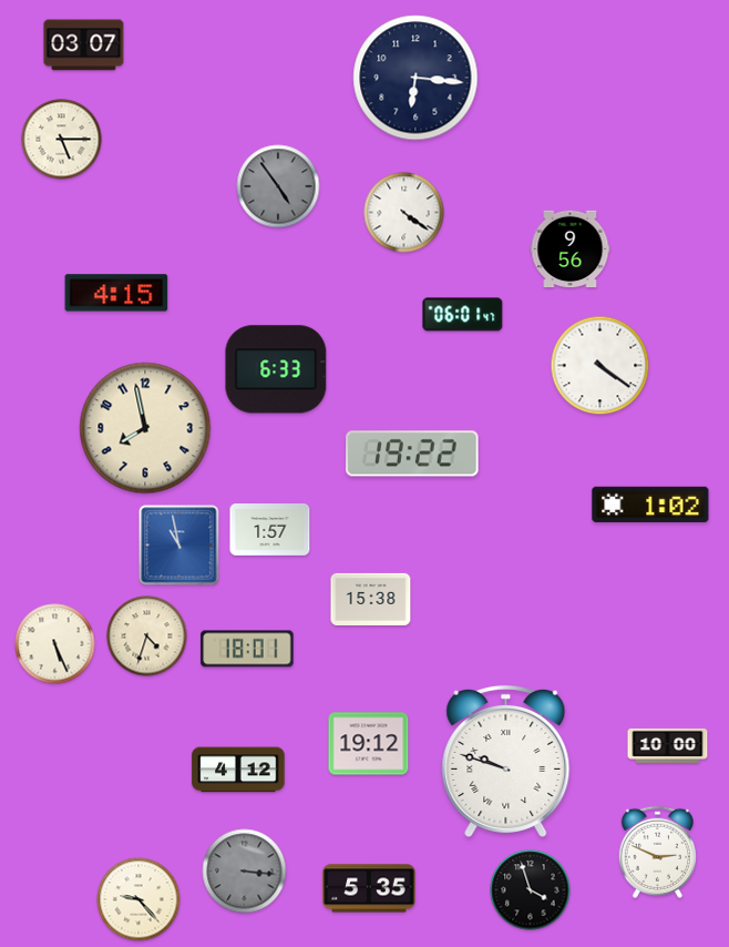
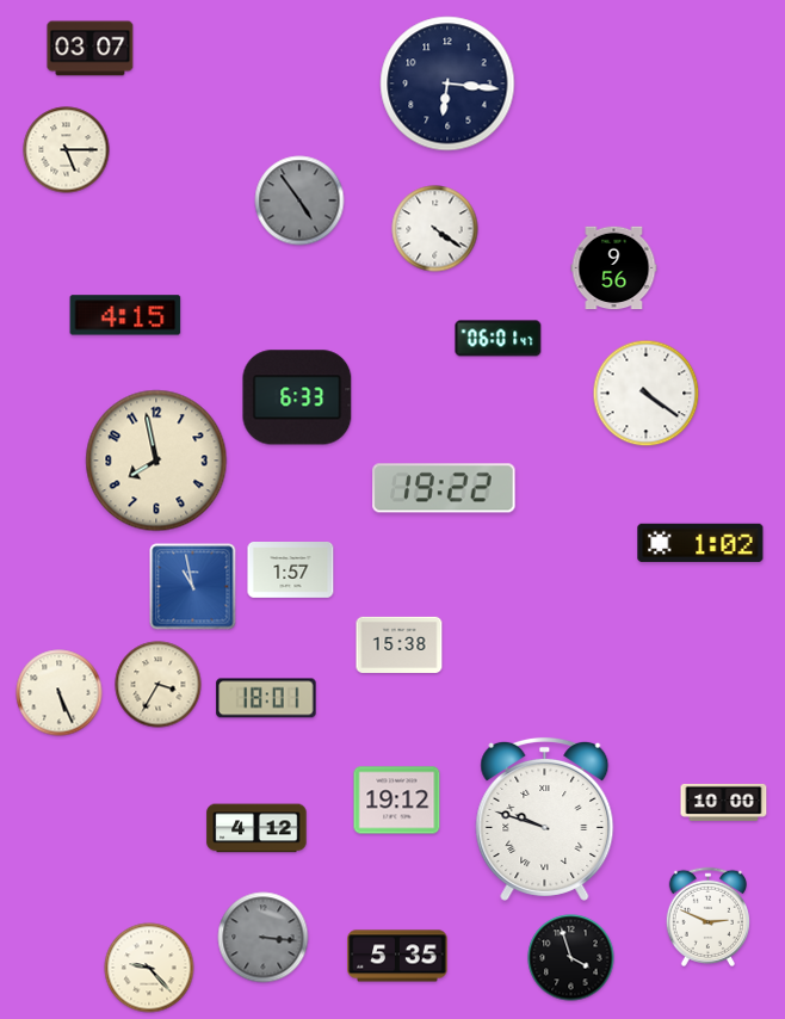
clock at (147, 637): 4:33 -> 3:35
clock at (668, 745) position: (668, 745) -> (724, 802)
